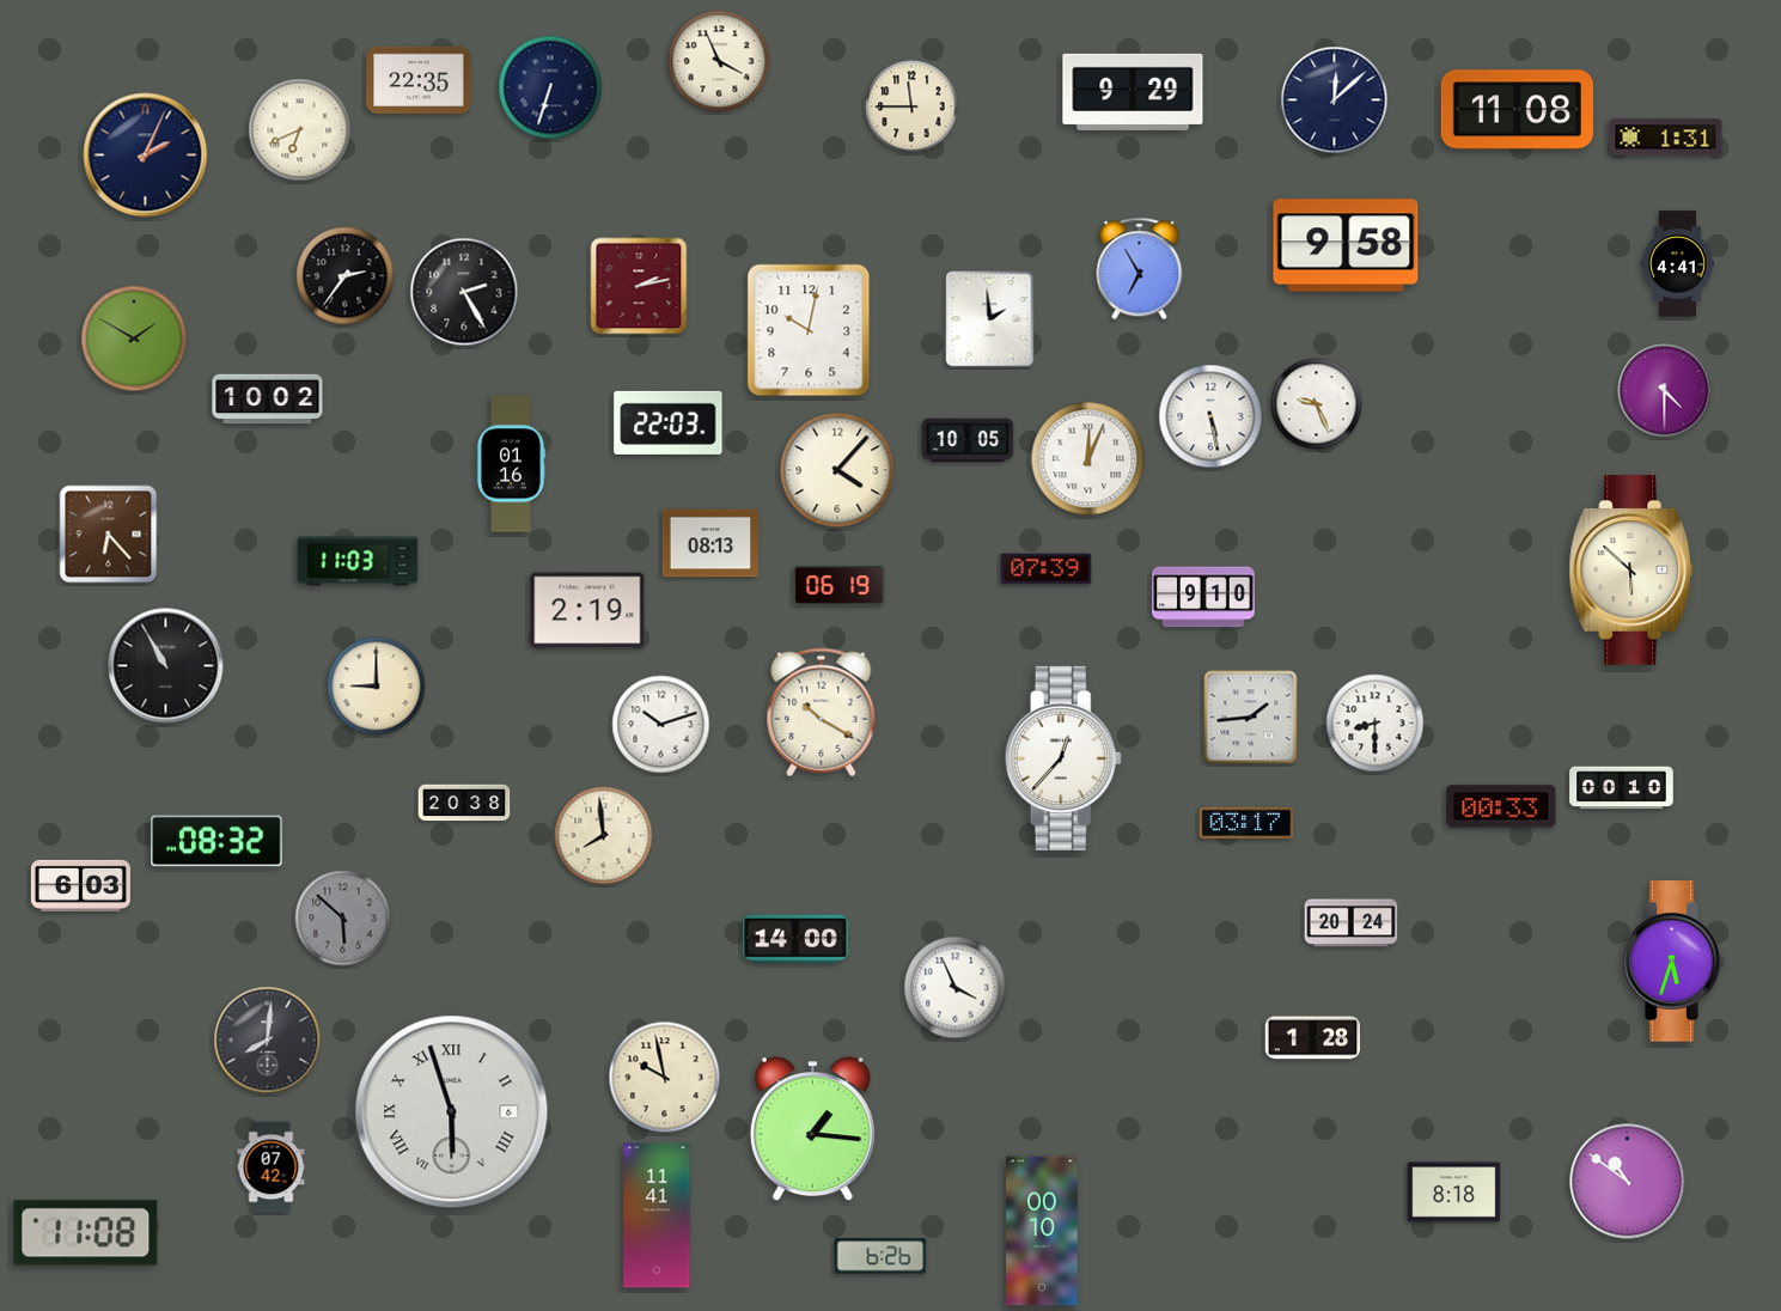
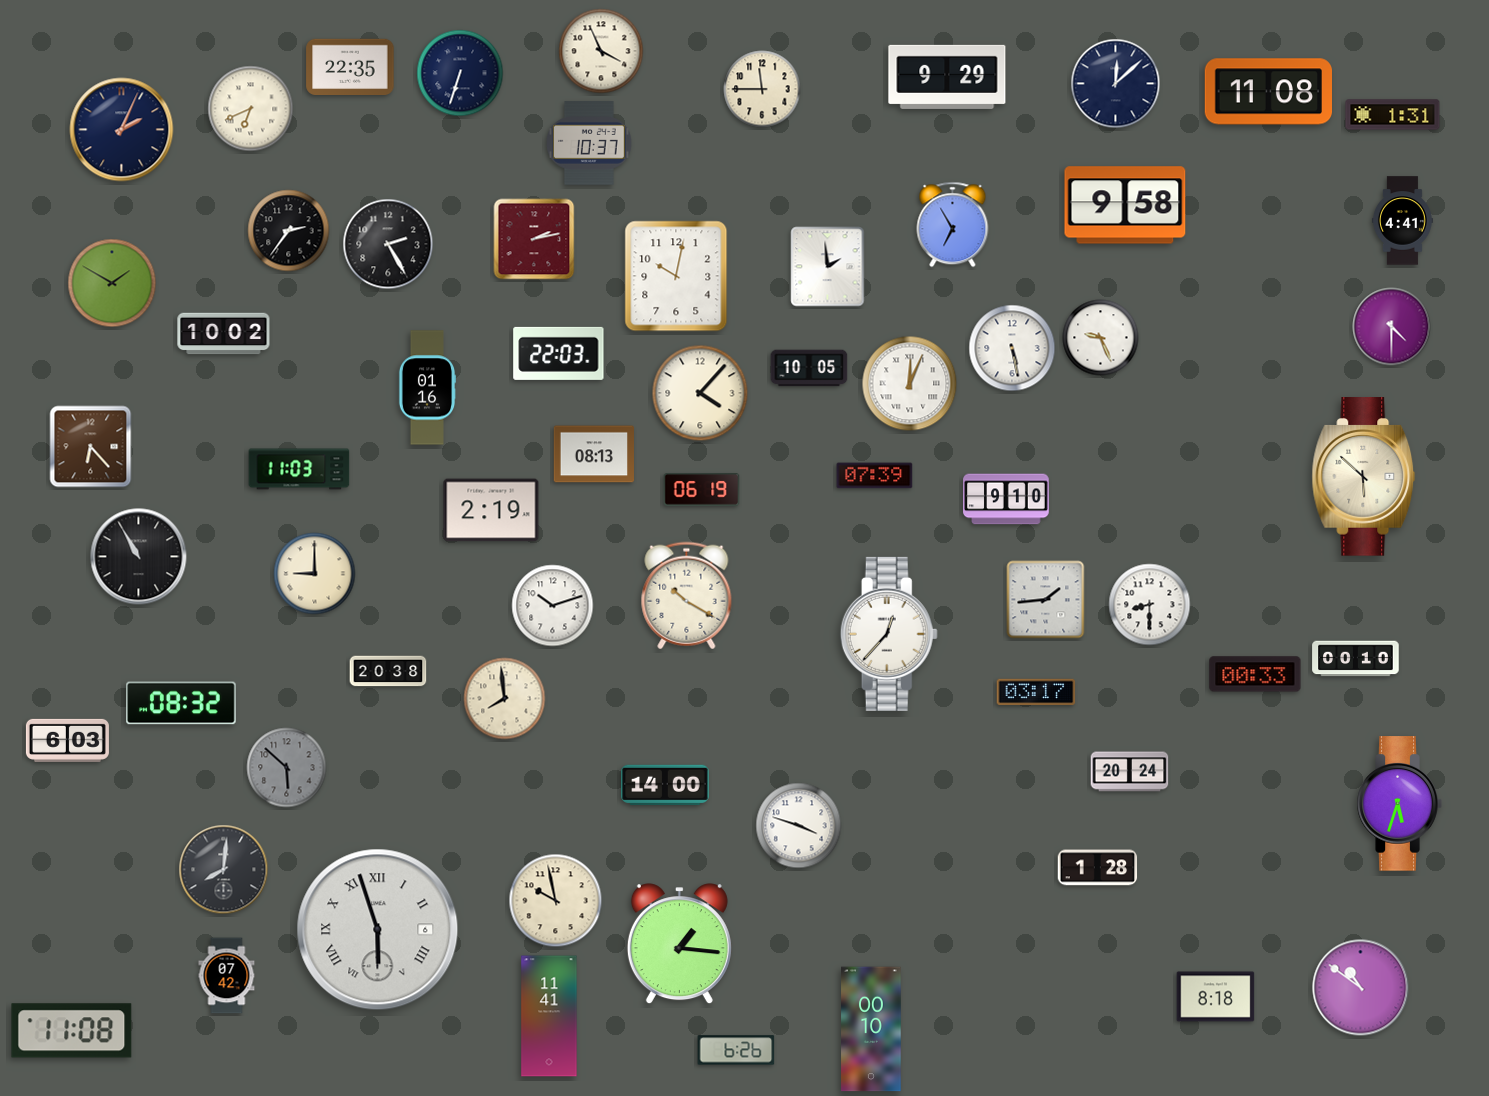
clock at (590, 143): none -> 10:37
clock at (1246, 823) position: (1246, 823) -> (1036, 692)
clock at (956, 988): 3:56 -> 3:48
